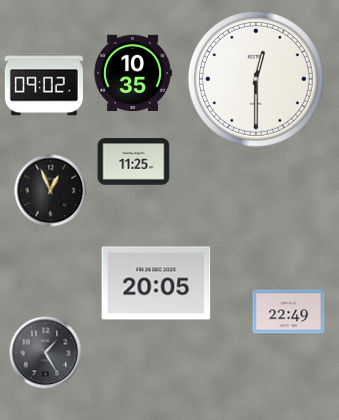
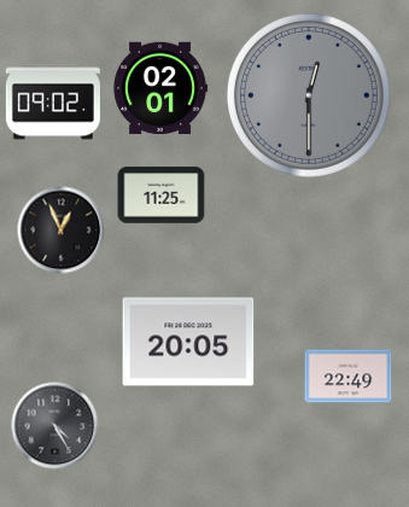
clock at (133, 73): 10:35 -> 02:01
clock at (256, 79) dial: white -> grey
clock at (46, 353): 1:25 -> 4:25
